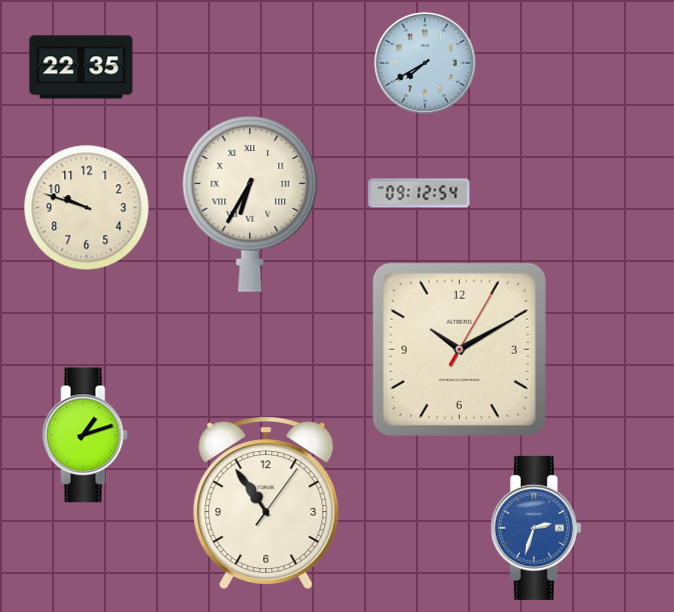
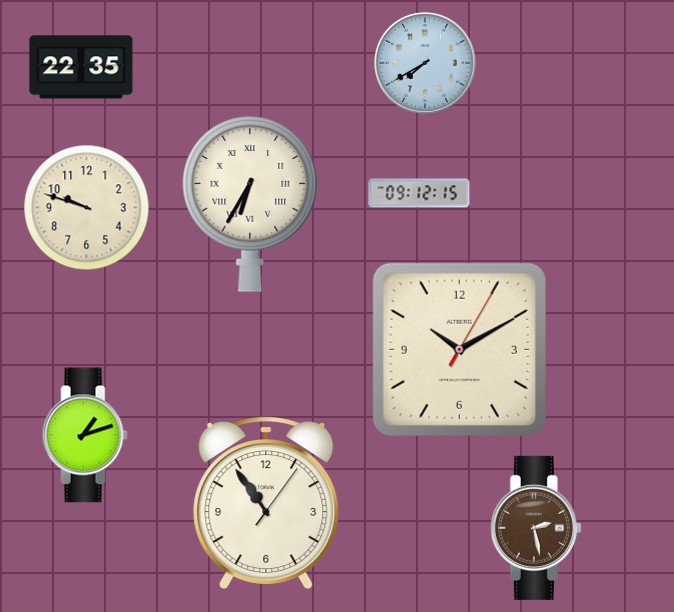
clock at (419, 193): 09:12:54 -> 09:12:15
clock at (536, 528): 2:33 -> 2:28
clock at (536, 528) dial: blue -> brown
